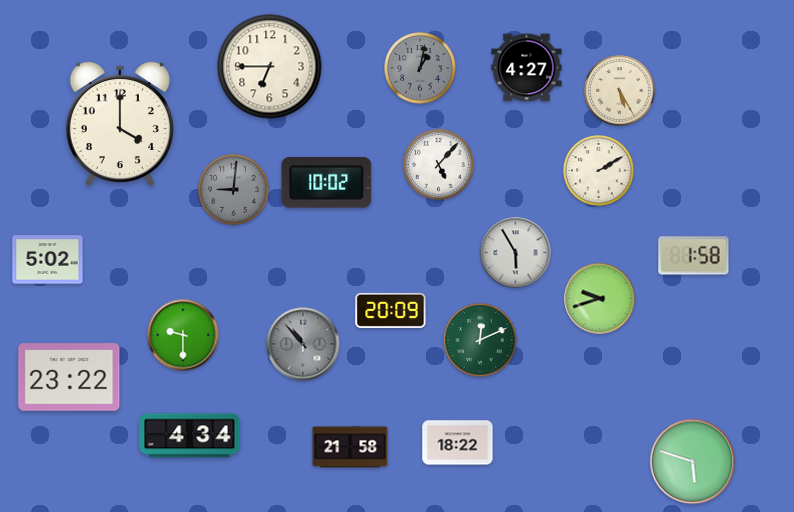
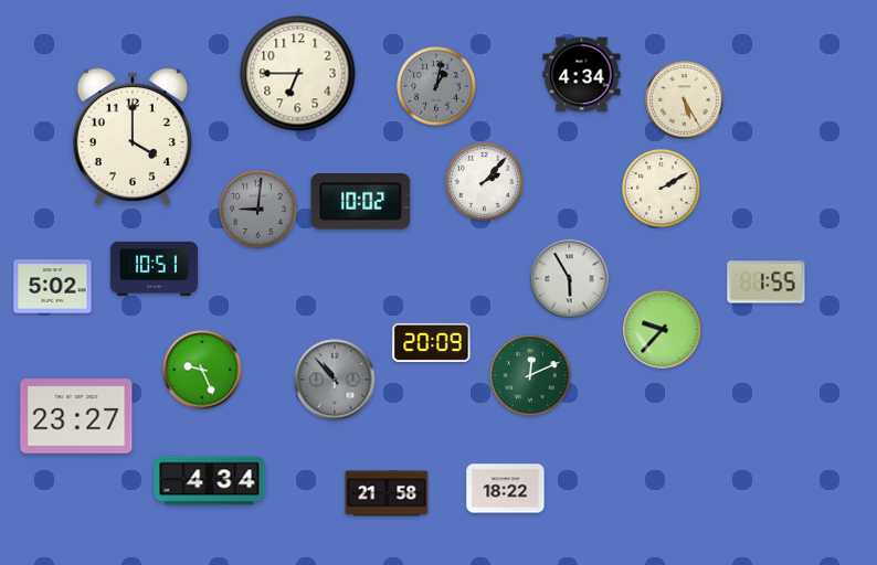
clock at (420, 68) position: (420, 68) -> (436, 86)
clock at (527, 68): 4:27 -> 4:34
clock at (439, 165): 5:07 -> 2:07
clock at (154, 268): none -> 10:51
clock at (694, 256): 1:58 -> 1:55
clock at (600, 299): 9:42 -> 9:37
clock at (183, 335): 9:30 -> 9:26
clock at (69, 377): 23:22 -> 23:27
clock at (693, 462): 5:48 -> none
